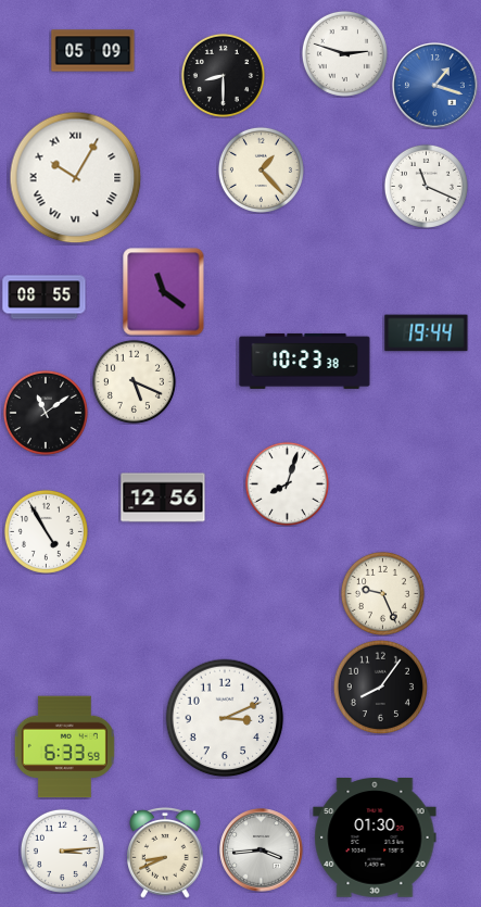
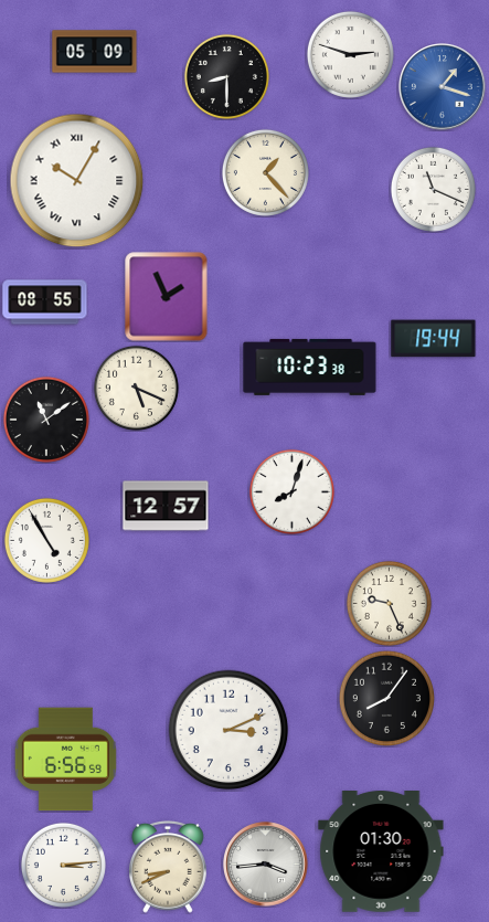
clock at (164, 292): 11:21 -> 1:56
clock at (163, 497): 12:56 -> 12:57
clock at (64, 747): 6:33 -> 6:56
